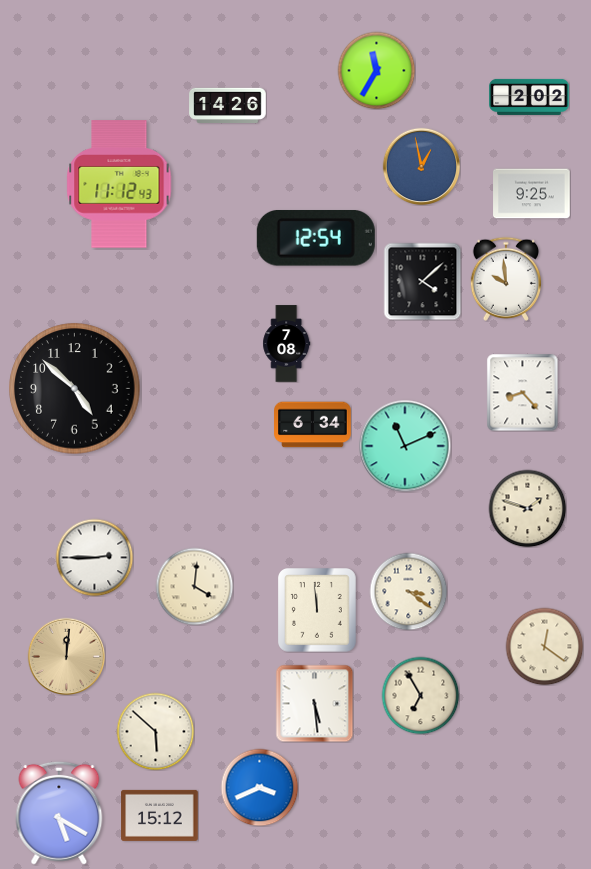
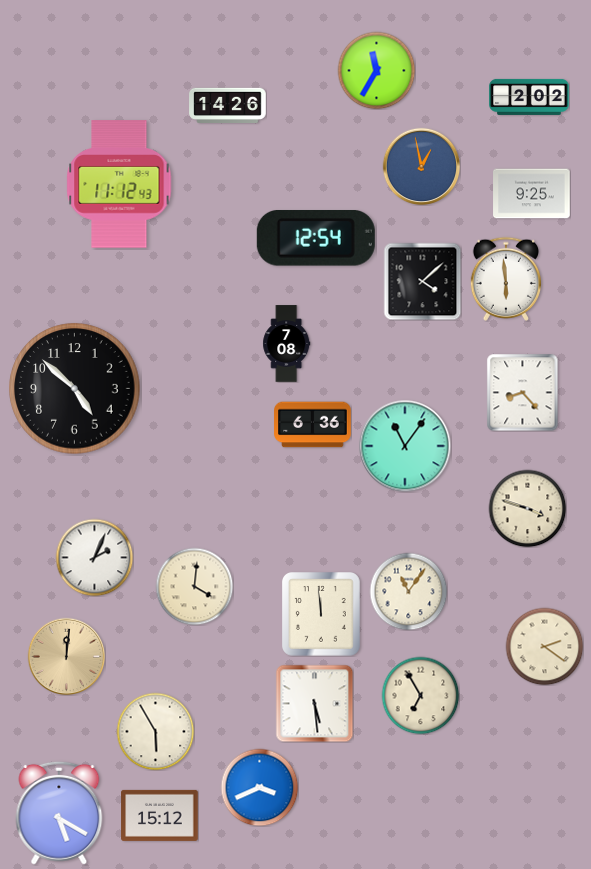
clock at (505, 279): 9:59 -> 5:59
clock at (313, 425): 6:34 -> 6:36
clock at (405, 446): 11:11 -> 11:06
clock at (527, 508): 1:48 -> 3:48
clock at (94, 557): 2:45 -> 2:04
clock at (408, 591): 3:21 -> 11:06
clock at (318, 611) position: (318, 611) -> (322, 615)
clock at (544, 646): 12:21 -> 2:21
clock at (155, 731): 5:52 -> 5:55
